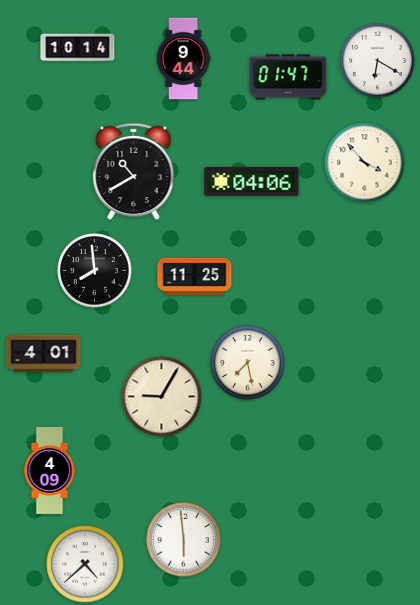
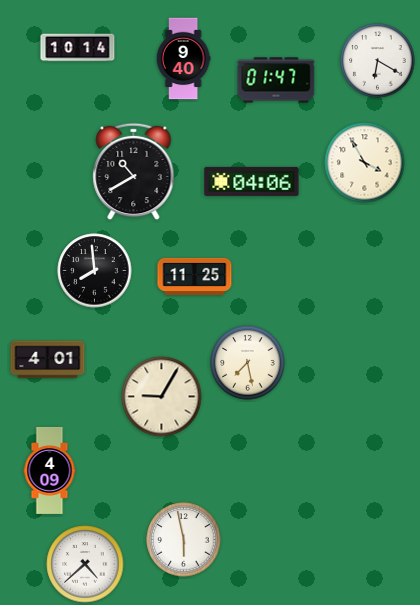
clock at (183, 59): 9:44 -> 9:40
clock at (288, 77) position: (288, 77) -> (276, 80)
clock at (365, 163): 3:53 -> 3:55
clock at (44, 354) position: (44, 354) -> (48, 360)
clock at (184, 540): 5:59 -> 5:58
